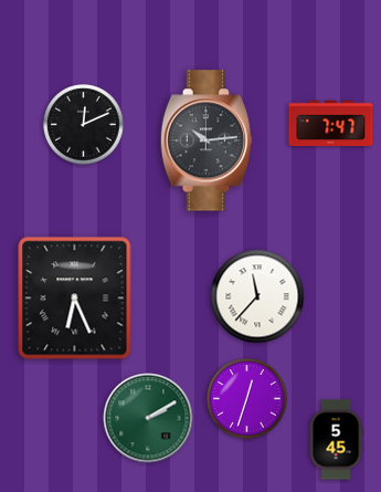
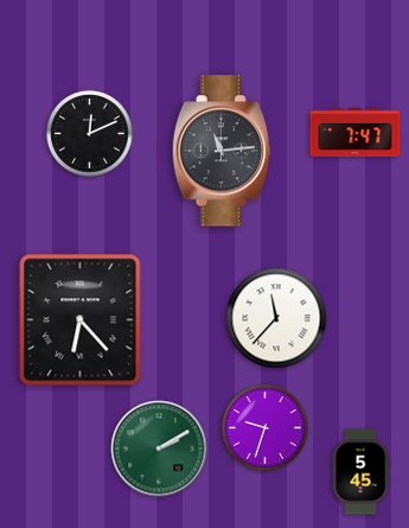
clock at (207, 140): 10:14 -> 11:14
clock at (75, 299): 6:26 -> 6:23
clock at (247, 399): 12:33 -> 9:33
